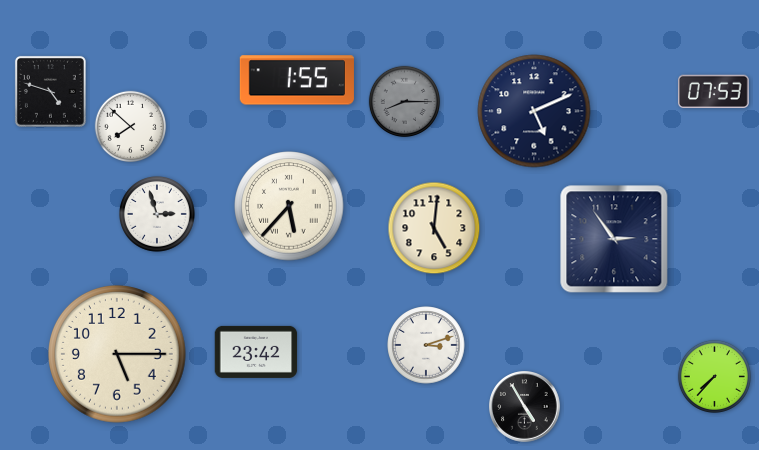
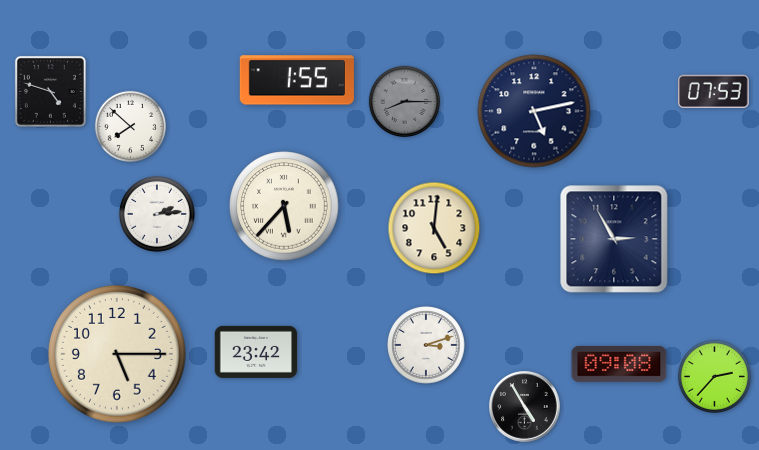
clock at (534, 111): 5:11 -> 5:13
clock at (289, 206) position: (289, 206) -> (284, 206)
clock at (157, 214): 2:57 -> 2:14
clock at (614, 239): 2:54 -> 2:55
clock at (619, 364): none -> 09:08
clock at (714, 376): 7:37 -> 2:37
